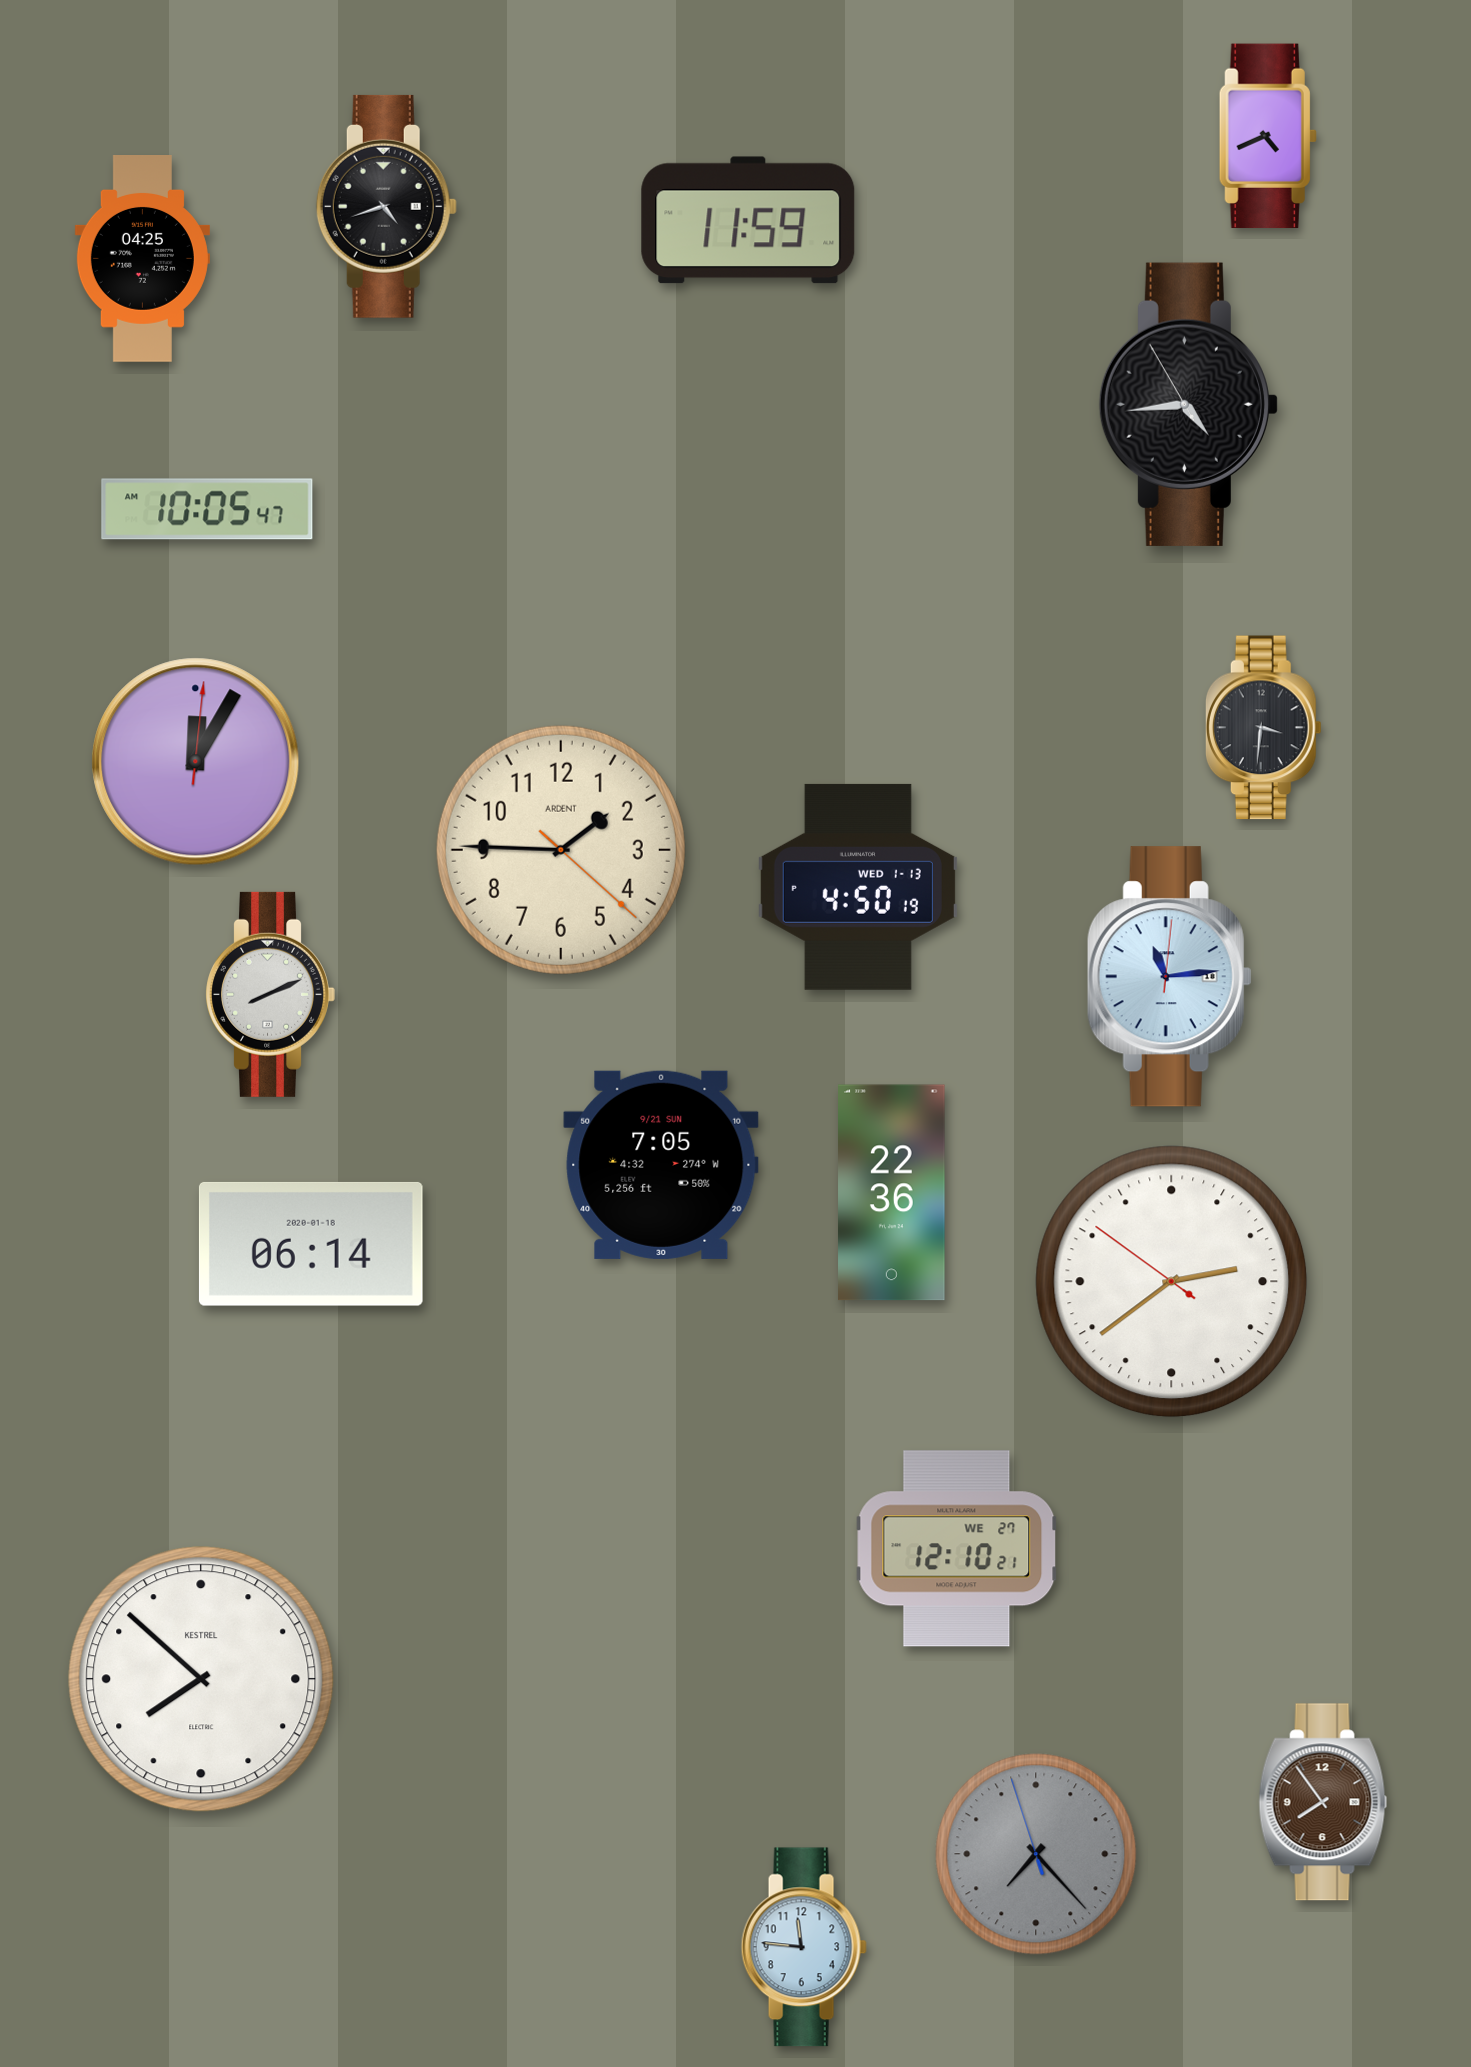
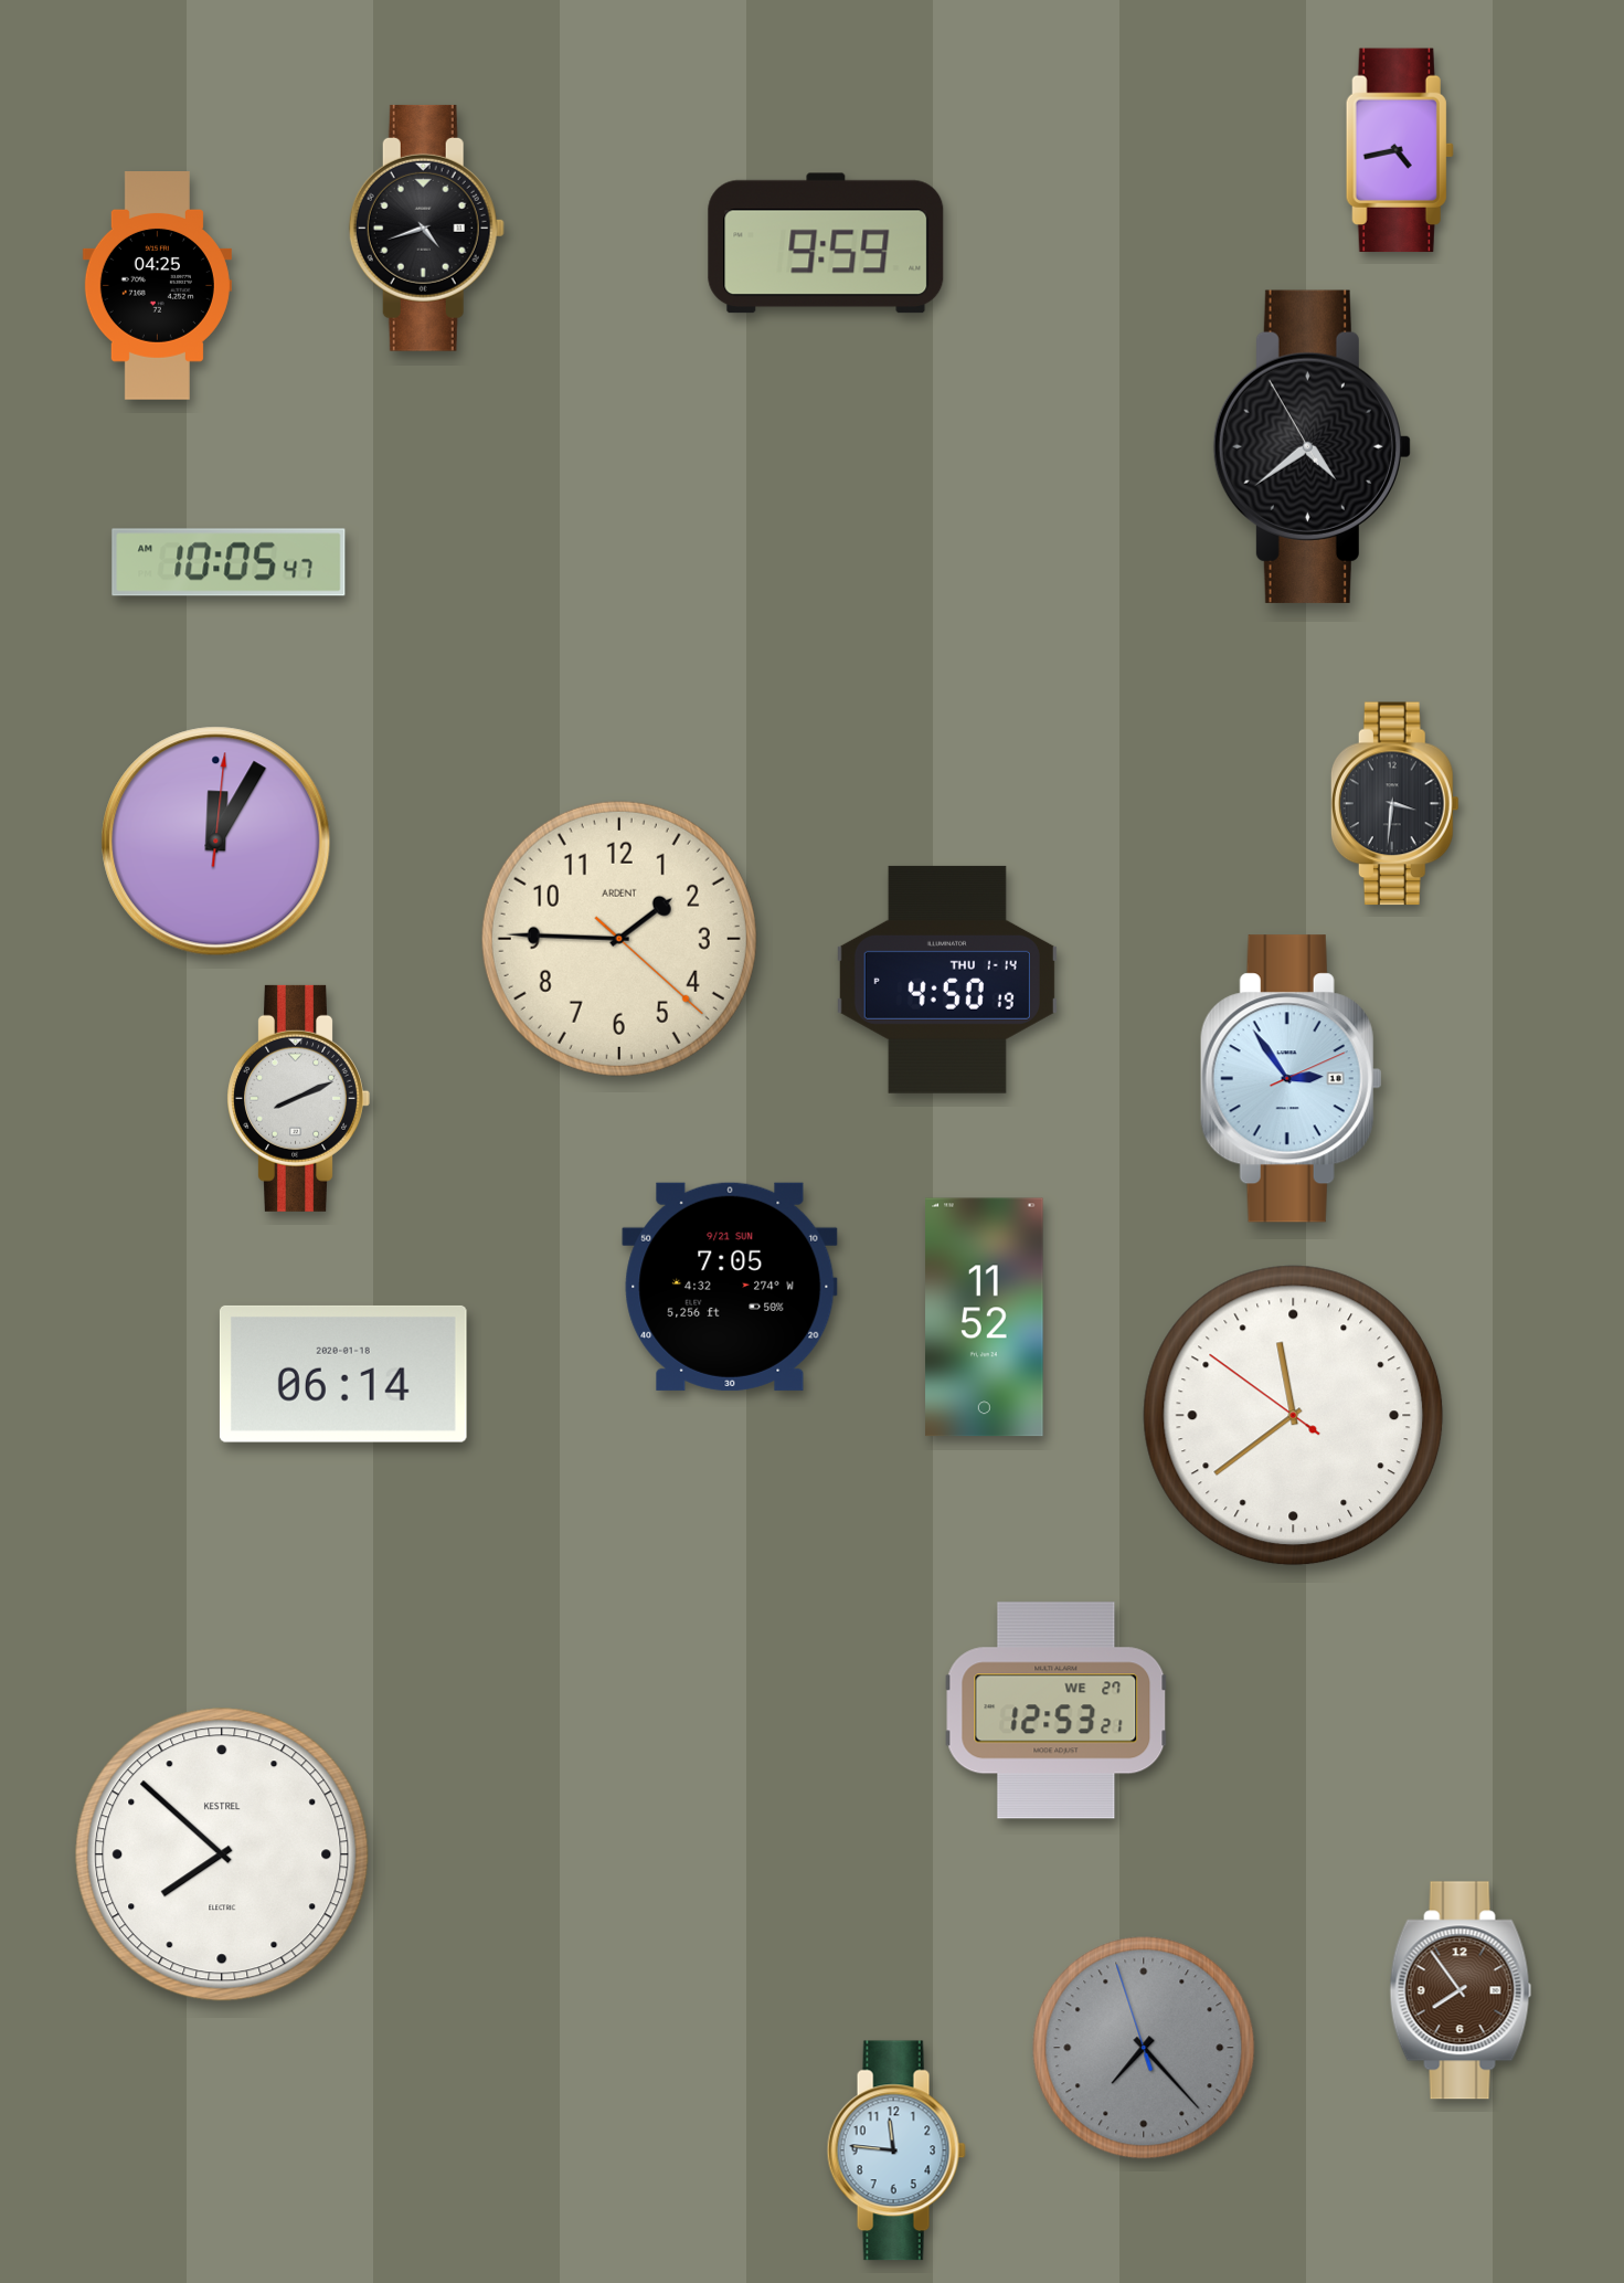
clock at (1268, 136): 4:41 -> 4:43
clock at (748, 220): 11:59 -> 9:59
clock at (1188, 404): 4:43 -> 4:38
clock at (858, 887) date: WED 1-13 -> THU 1-14
clock at (1169, 977): 11:14 -> 2:54
clock at (892, 1193): 22:36 -> 11:52
clock at (1172, 1282): 2:38 -> 11:38
clock at (957, 1549): 12:10 -> 12:53
clock at (804, 1947) position: (804, 1947) -> (896, 2150)
